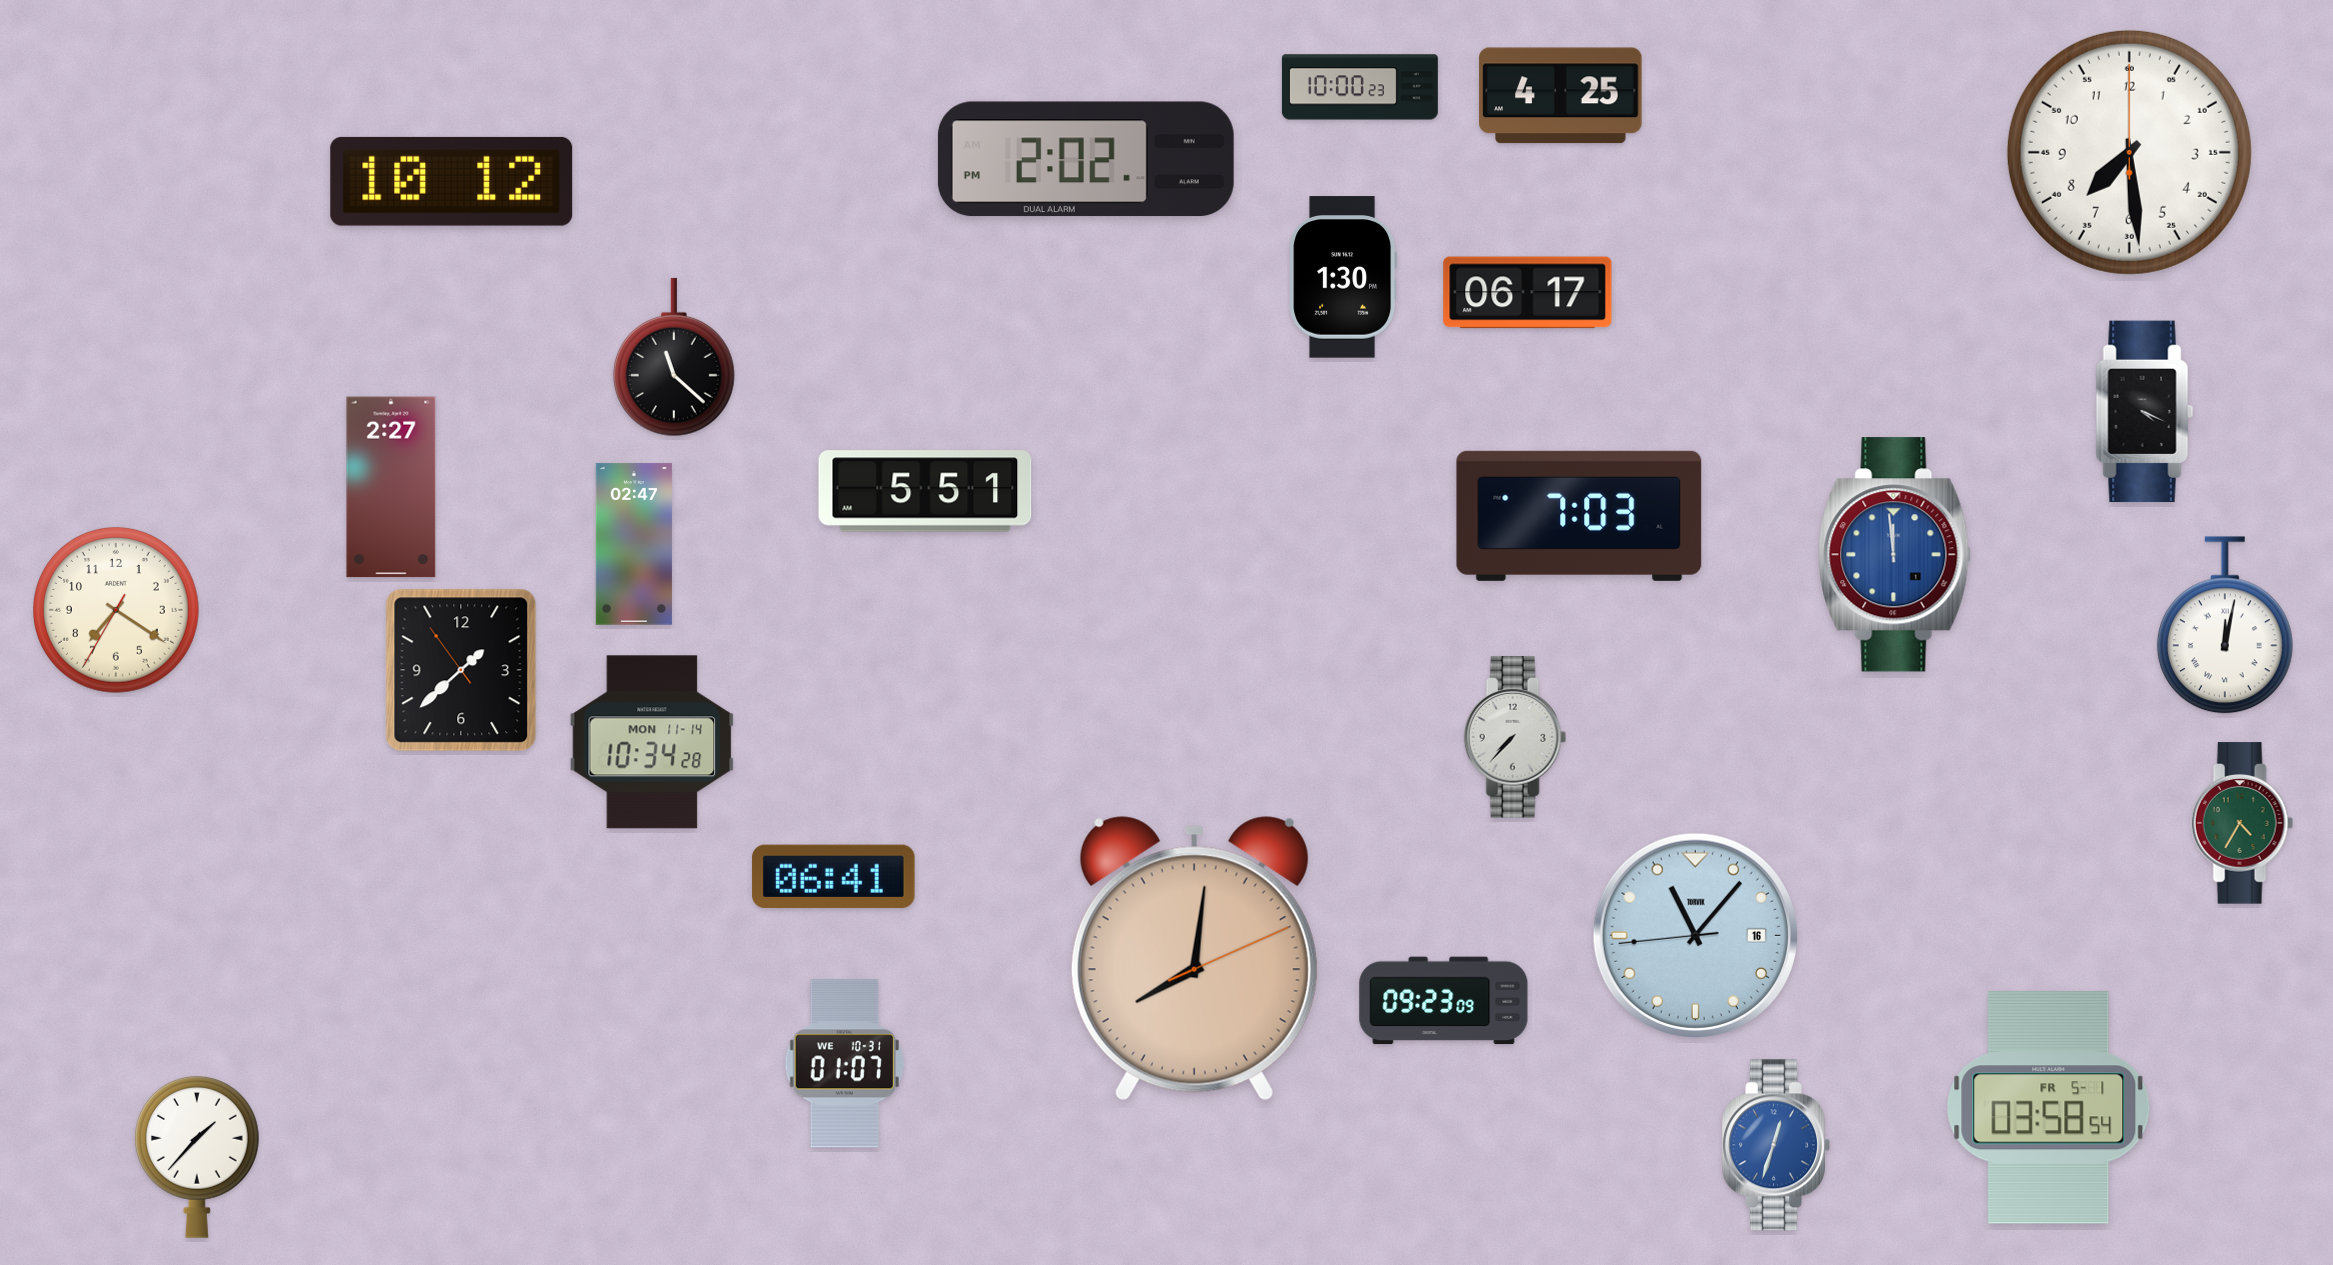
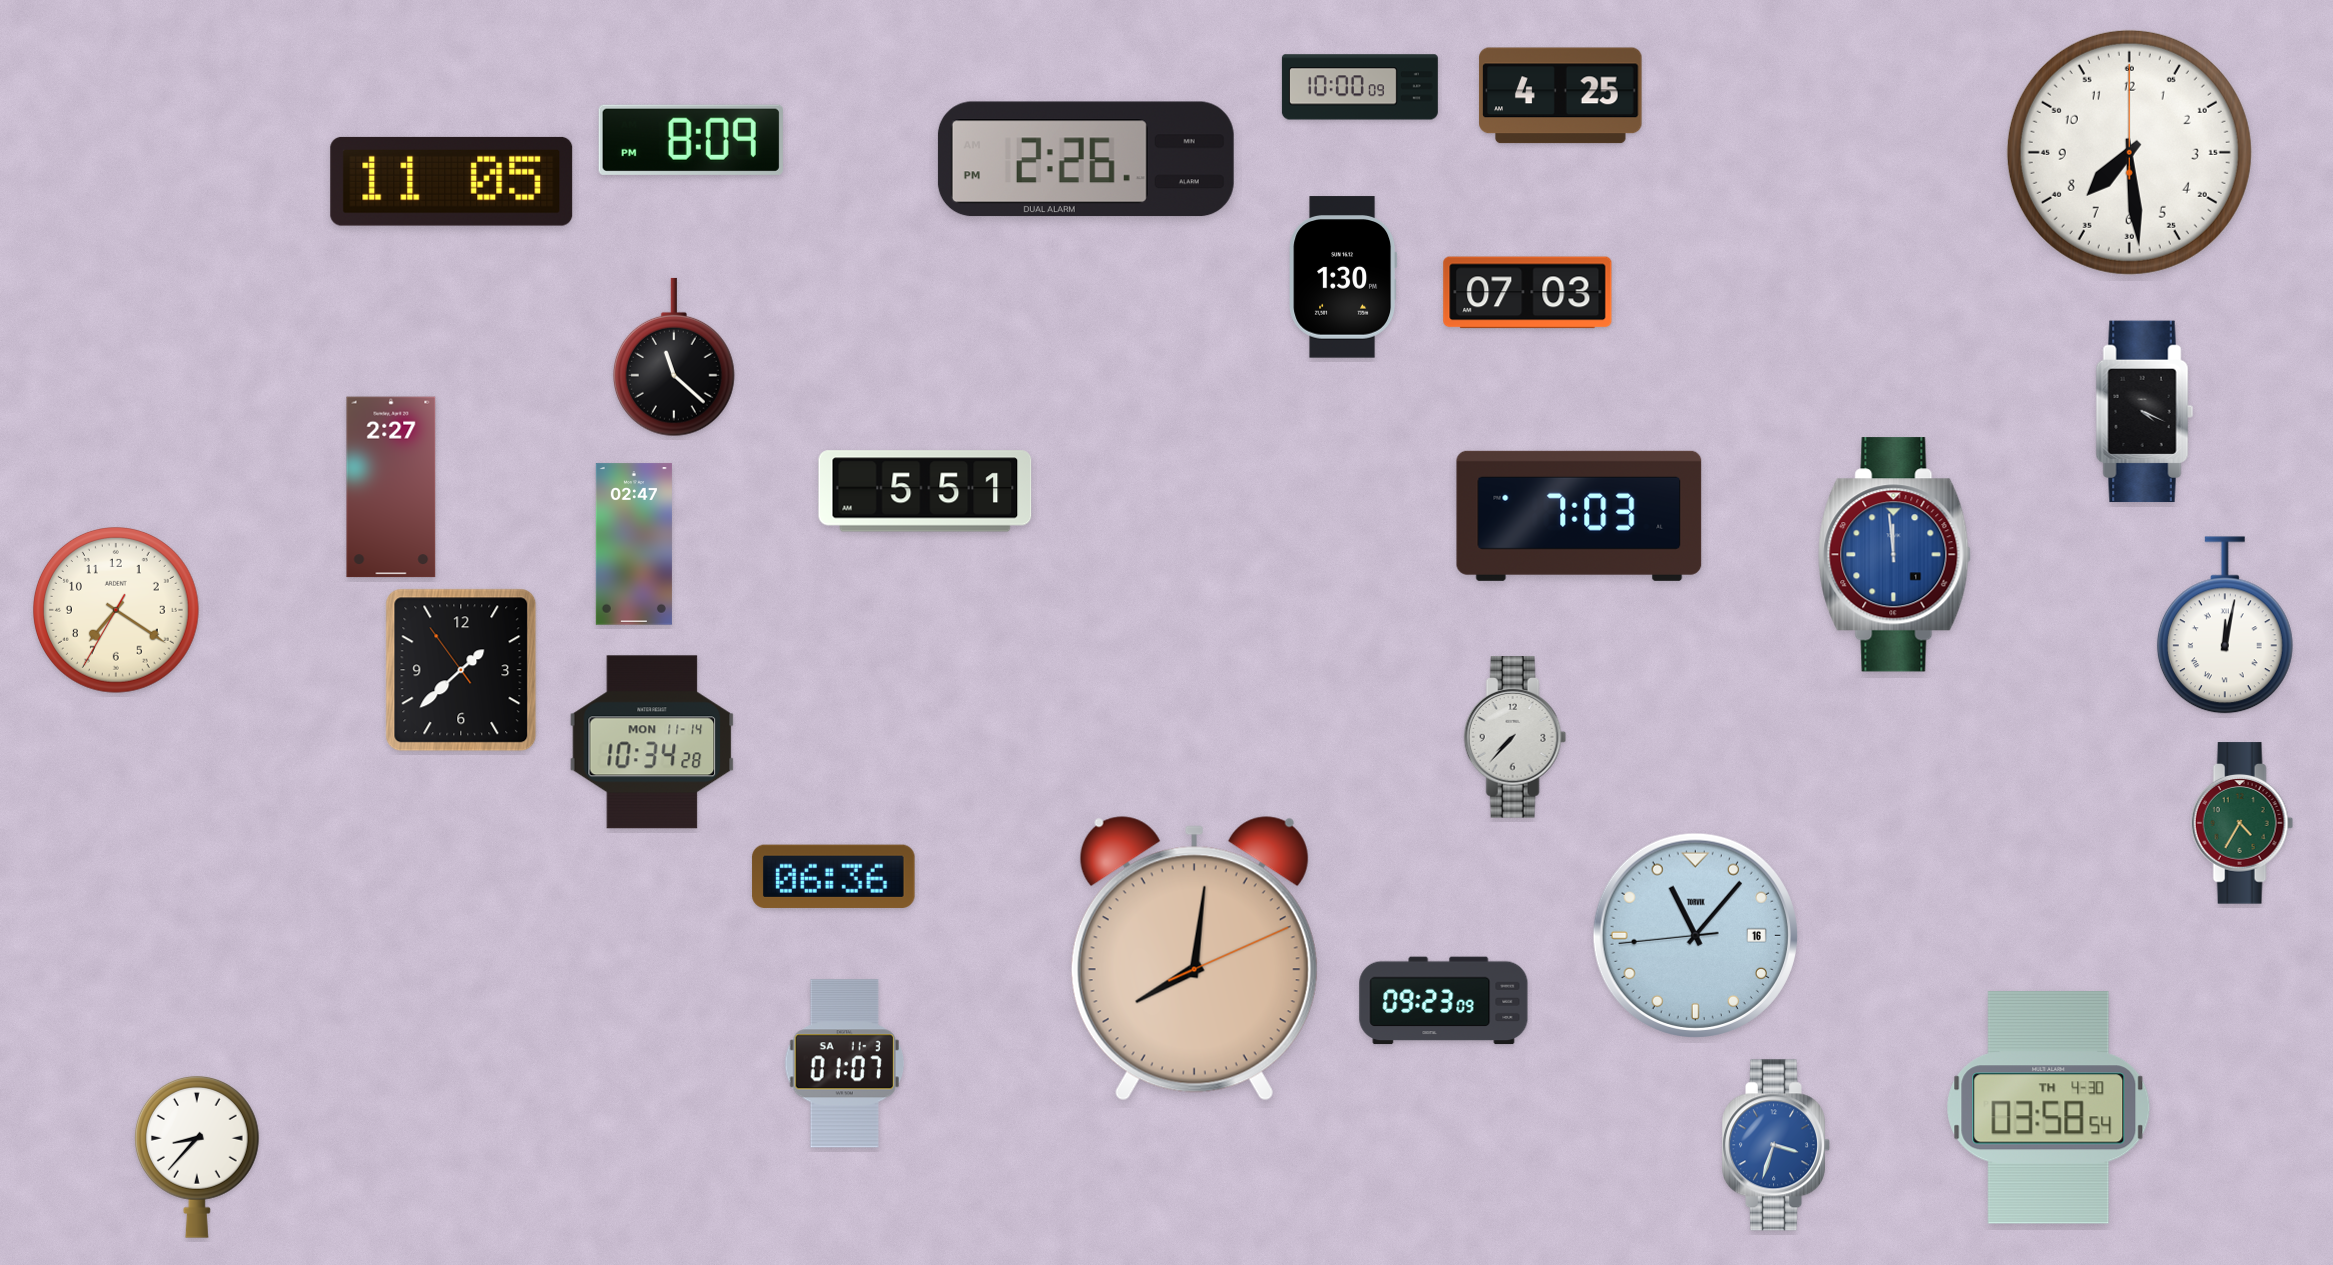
clock at (1360, 87): 10:00:23 -> 10:00:09
clock at (691, 140): none -> 8:09
clock at (1086, 159): 2:02 -> 2:26
clock at (452, 181): 10:12 -> 11:05
clock at (1528, 293): 06:17 -> 07:03
clock at (834, 876): 06:41 -> 06:36
clock at (844, 1064) date: WE 10-31 -> SA 11-3
clock at (2049, 1108) date: FR 5-1 -> TH 4-30
clock at (1776, 1145): 12:33 -> 3:33
clock at (197, 1157): 1:37 -> 8:37
